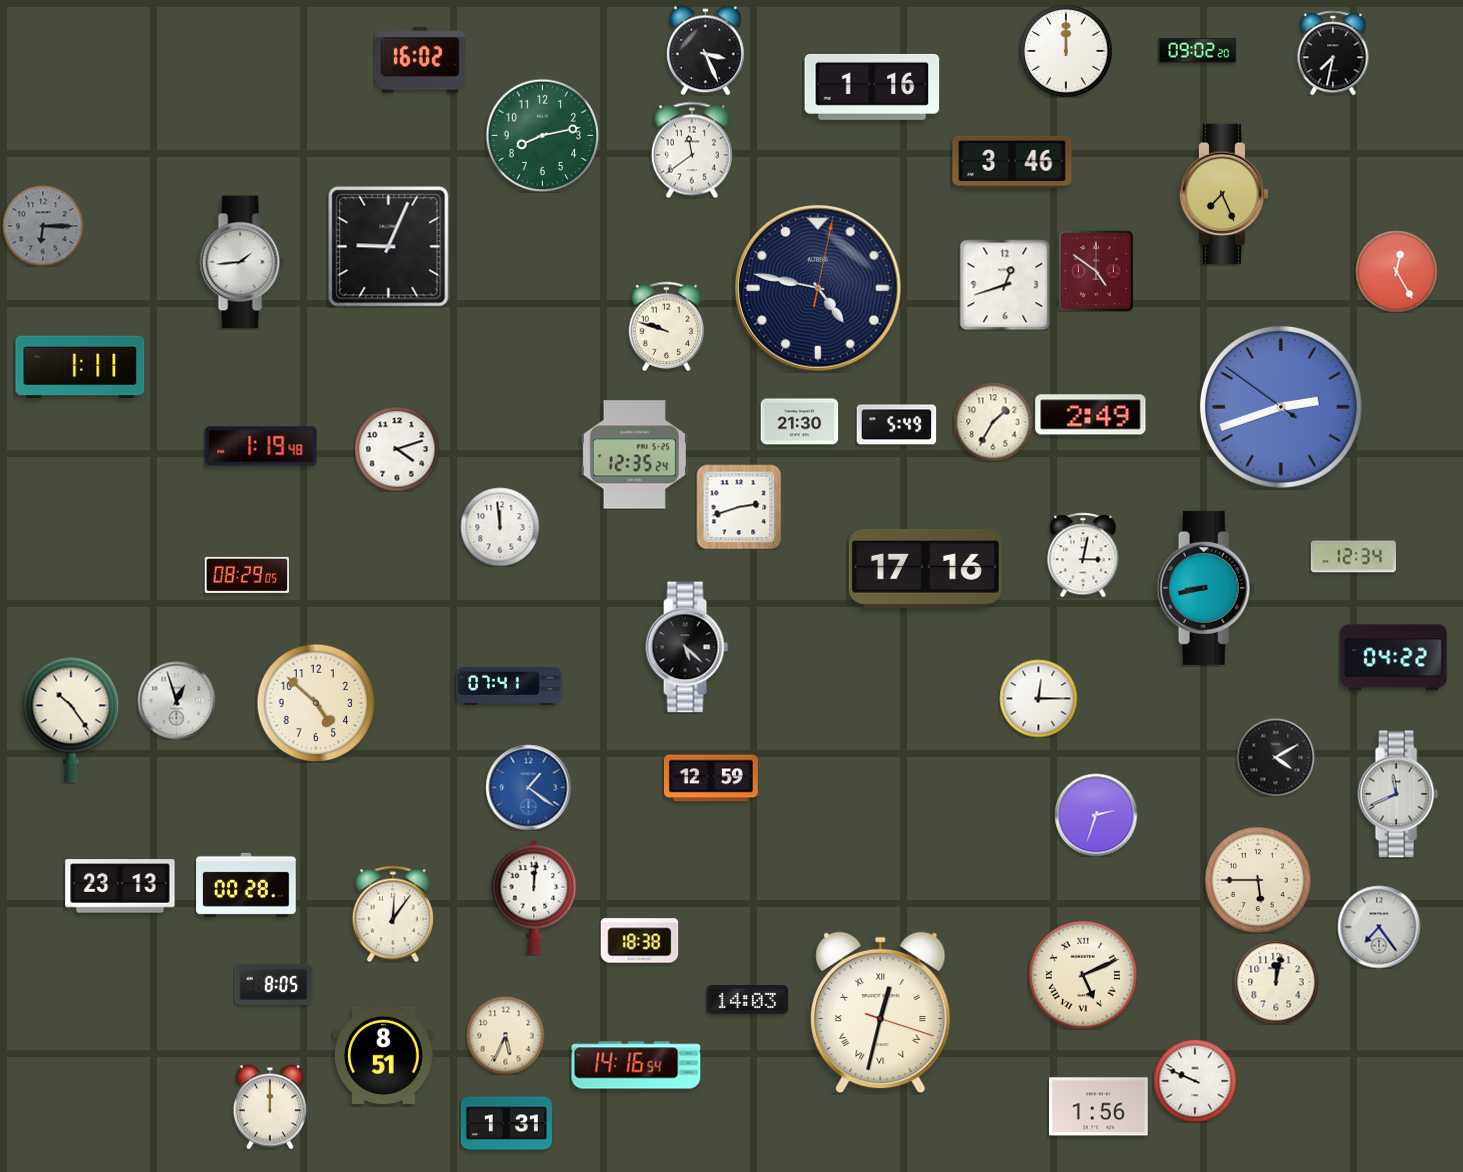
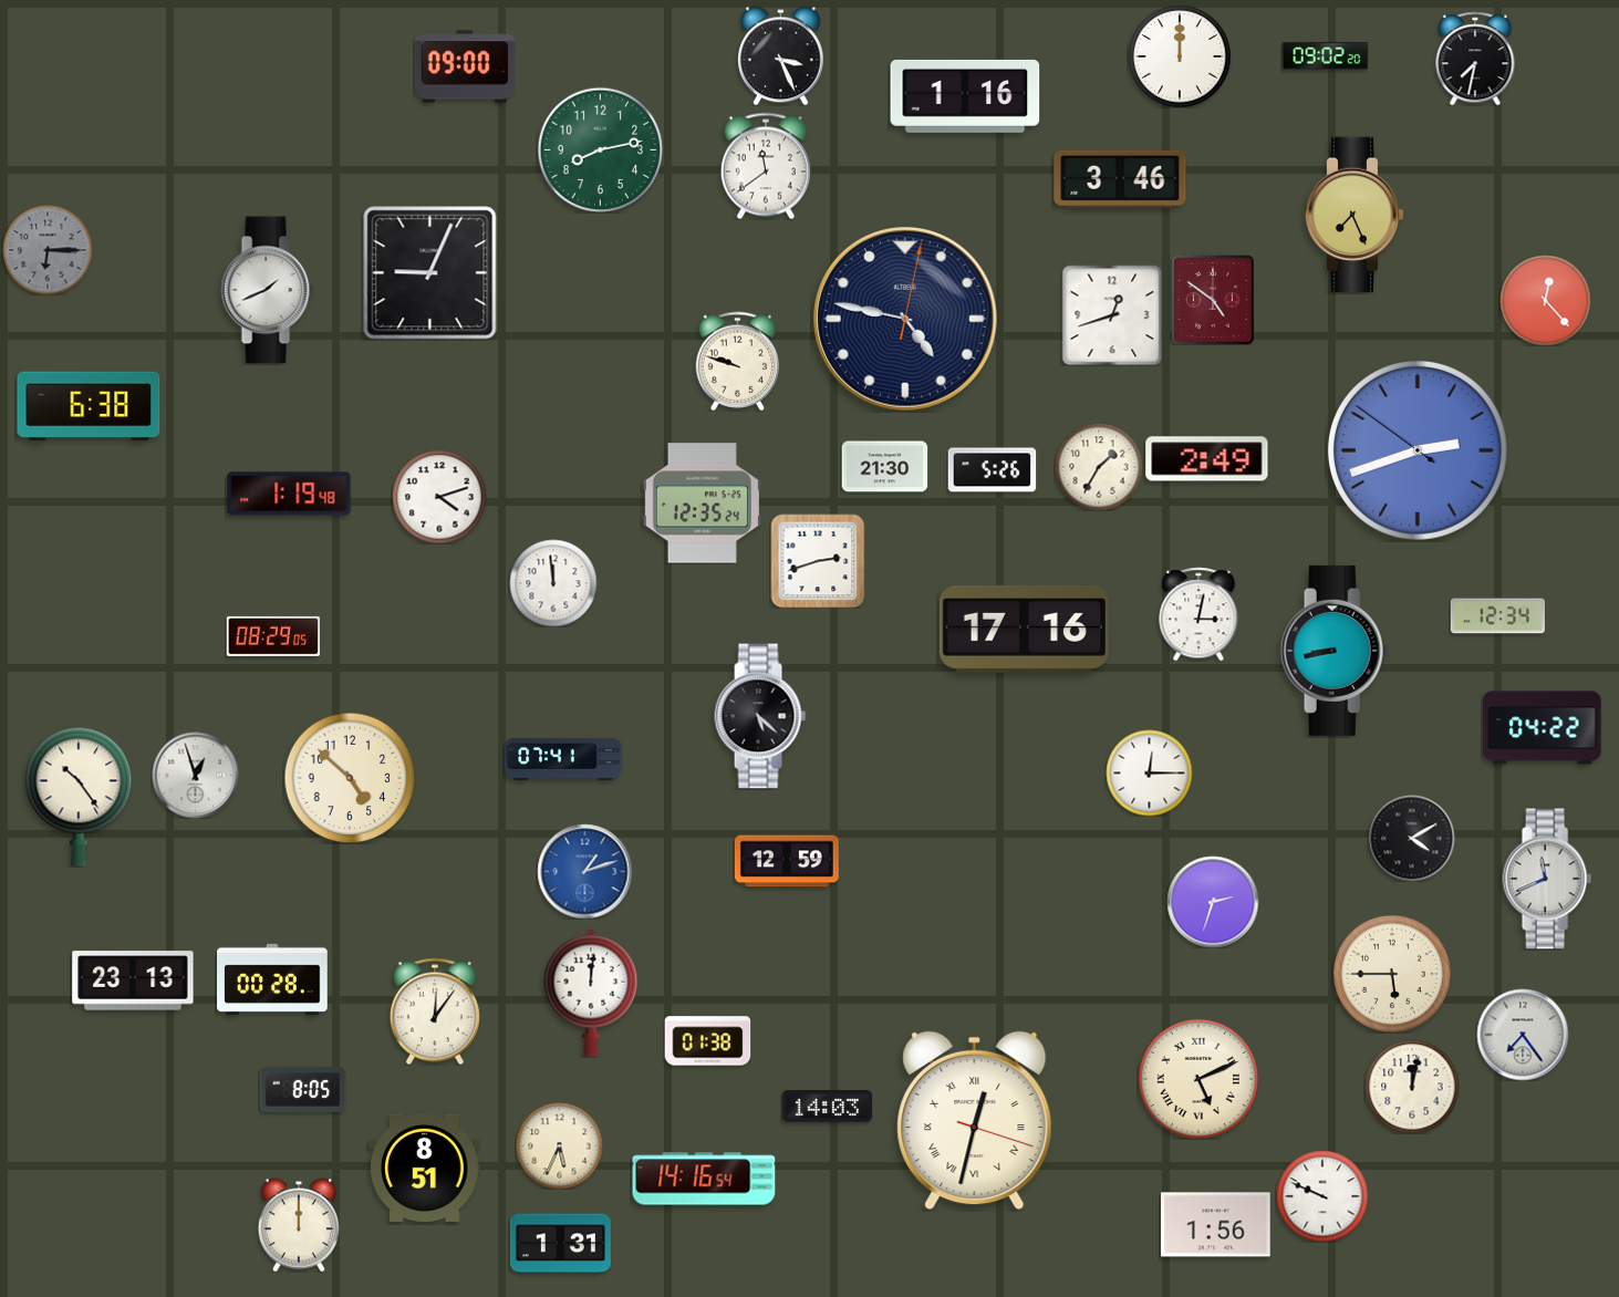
clock at (420, 60): 16:02 -> 09:00
clock at (242, 262): 1:44 -> 1:41
clock at (1396, 271): 12:25 -> 12:23
clock at (80, 367): 1:11 -> 6:38
clock at (896, 425): 5:49 -> 5:26
clock at (528, 787): 1:21 -> 1:12
clock at (1379, 927) position: (1379, 927) -> (1523, 1035)
clock at (639, 941): 18:38 -> 01:38
